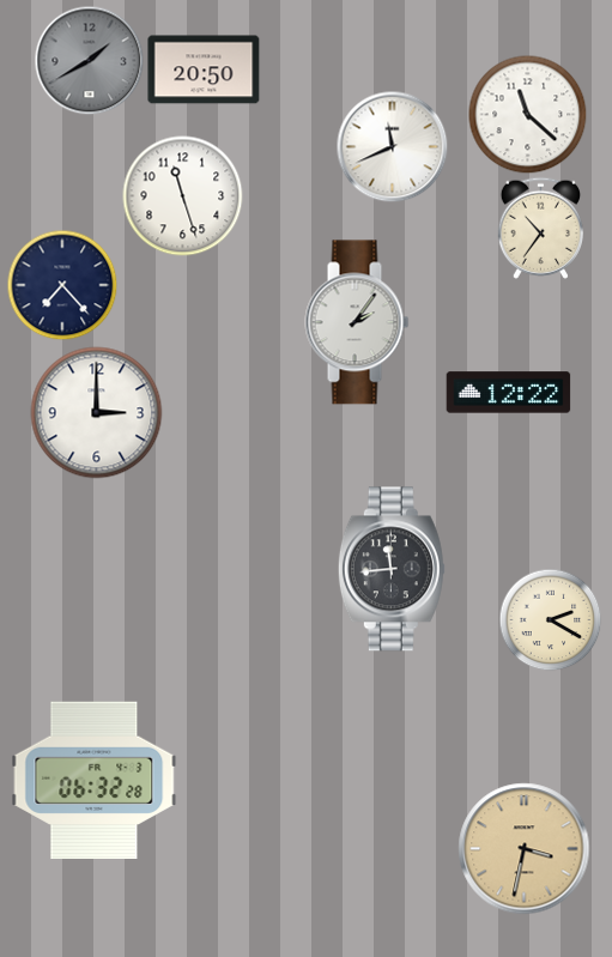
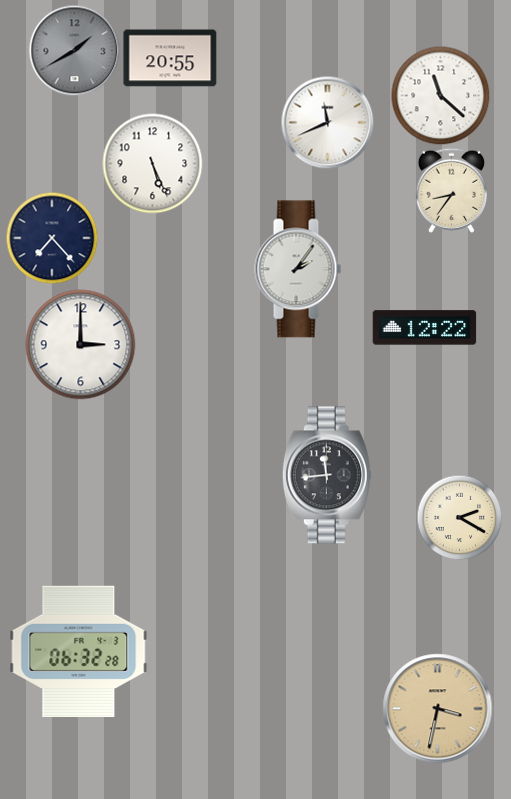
clock at (204, 69): 20:50 -> 20:55
clock at (183, 196): 11:27 -> 5:26
clock at (540, 228): 10:36 -> 8:36
